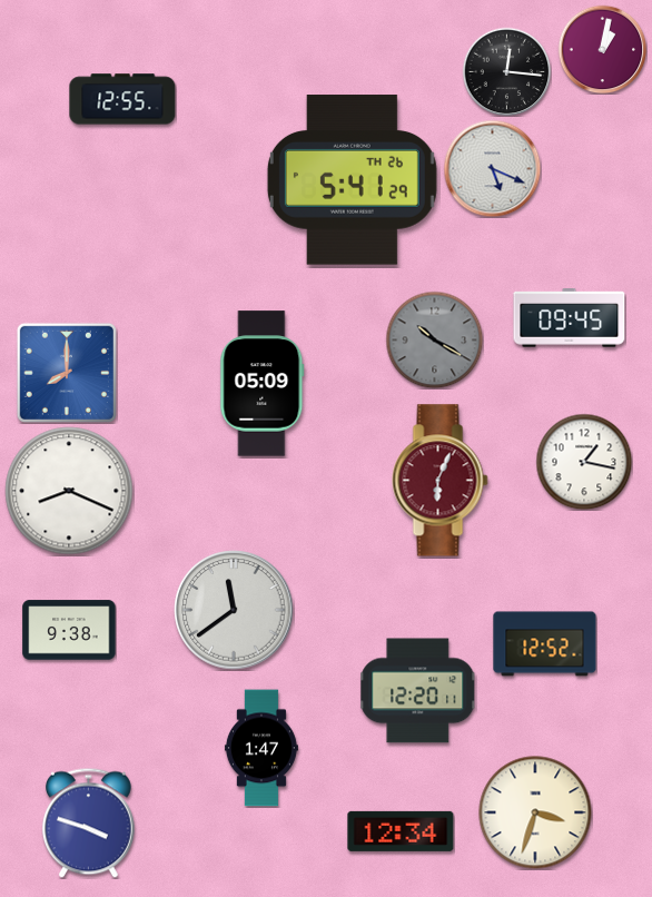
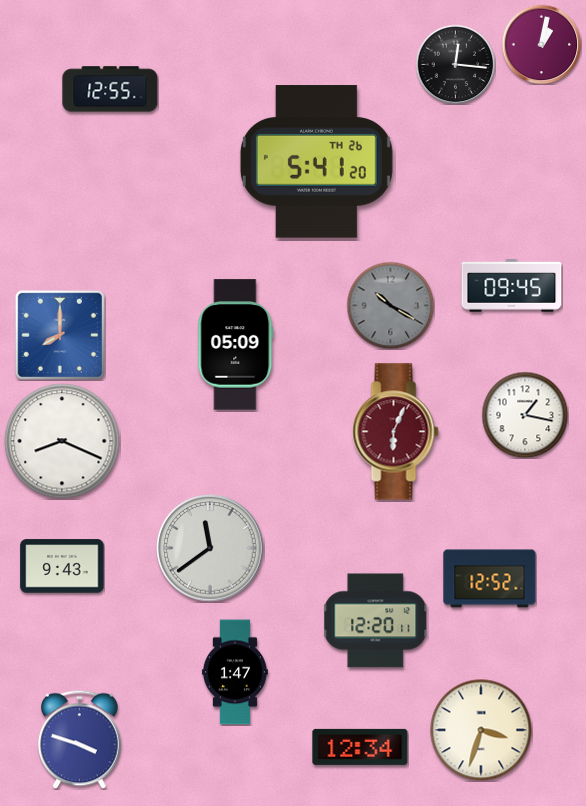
clock at (492, 168): 5:19 -> none
clock at (352, 180): 5:41:29 -> 5:41:20
clock at (69, 630): 9:38 -> 9:43
